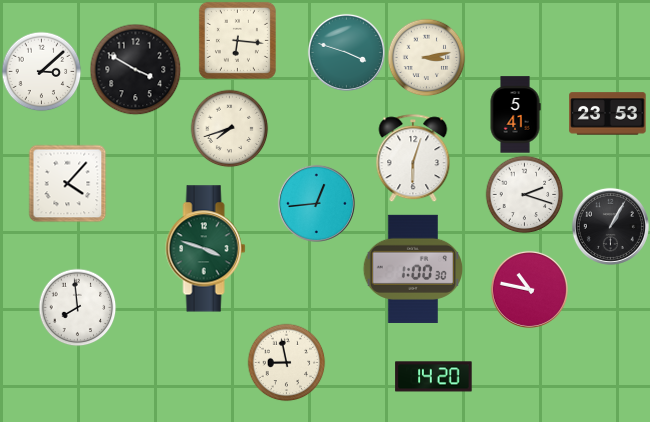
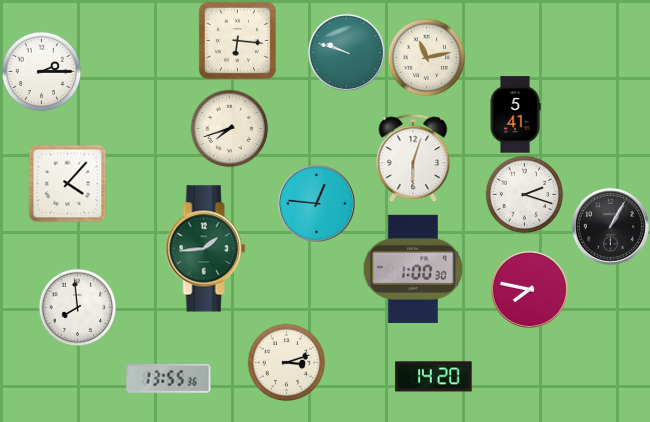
clock at (346, 52): 3:48 -> 9:48
clock at (426, 57): 3:13 -> 11:13
clock at (135, 69): 3:50 -> none
clock at (41, 71): 3:08 -> 2:15
clock at (608, 114): 23:53 -> none
clock at (316, 203): 12:44 -> 12:46
clock at (206, 249): 3:48 -> 1:44
clock at (529, 289): 10:47 -> 7:47
clock at (286, 362): 8:58 -> 3:12
clock at (169, 378): none -> 13:55
